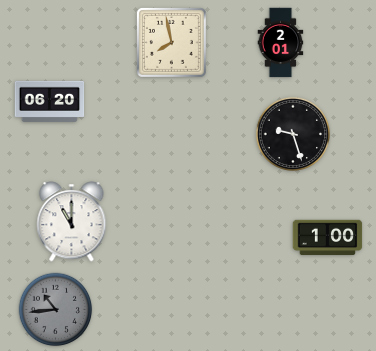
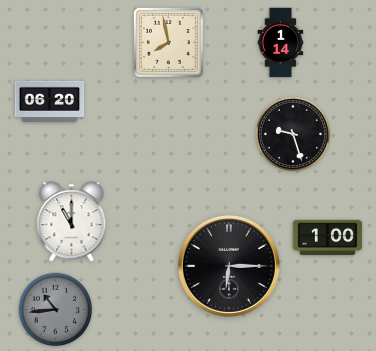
clock at (171, 42) position: (171, 42) -> (168, 42)
clock at (281, 43): 2:01 -> 1:14
clock at (229, 266): none -> 6:15
